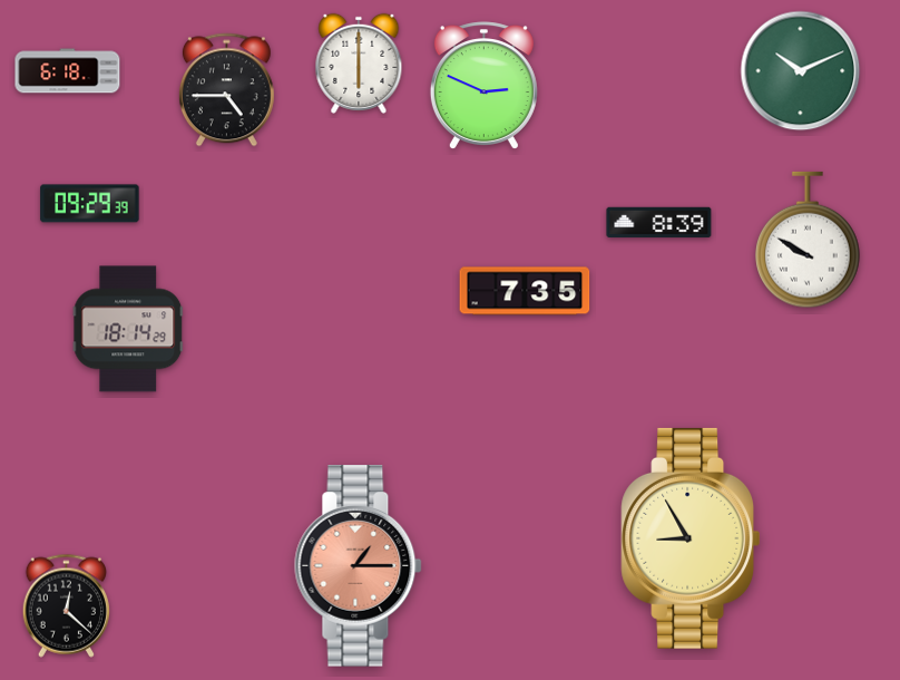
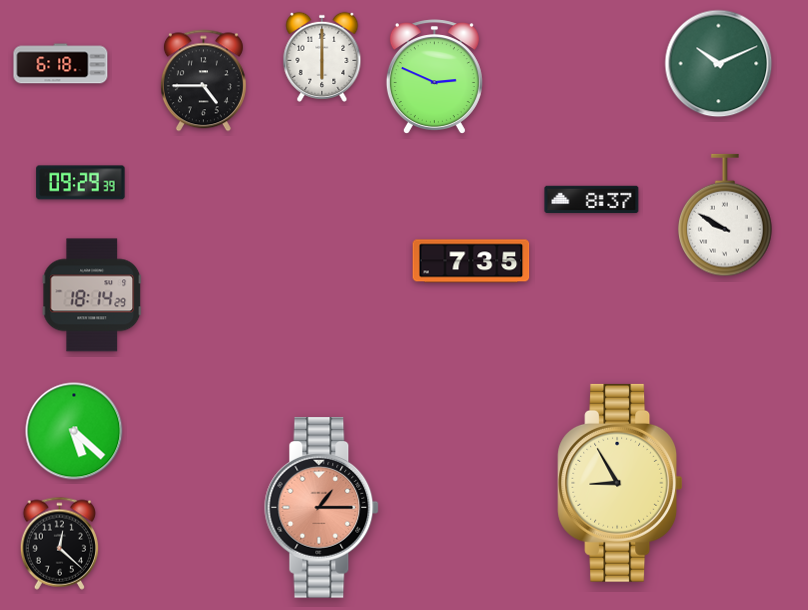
clock at (659, 223): 8:39 -> 8:37
clock at (128, 329) position: (128, 329) -> (92, 295)
clock at (74, 431): none -> 5:22
